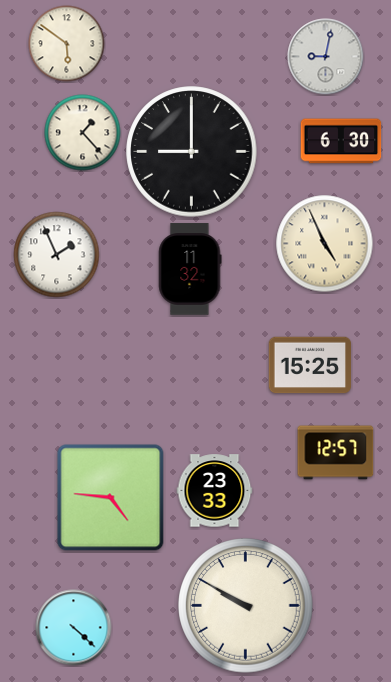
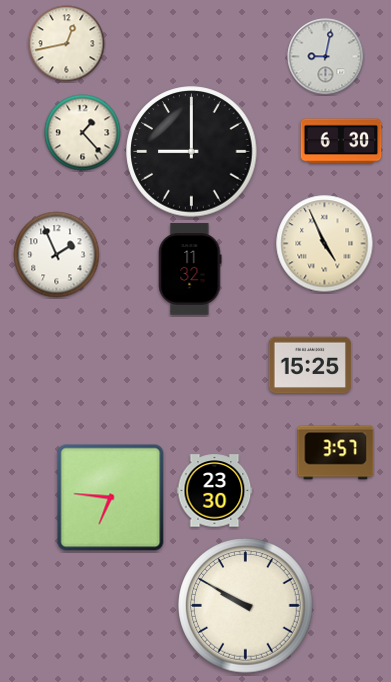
clock at (67, 44): 5:51 -> 12:43
clock at (336, 453): 12:57 -> 3:57
clock at (215, 491): 23:33 -> 23:30
clock at (111, 498): 4:46 -> 6:46
clock at (74, 628): 4:22 -> none
